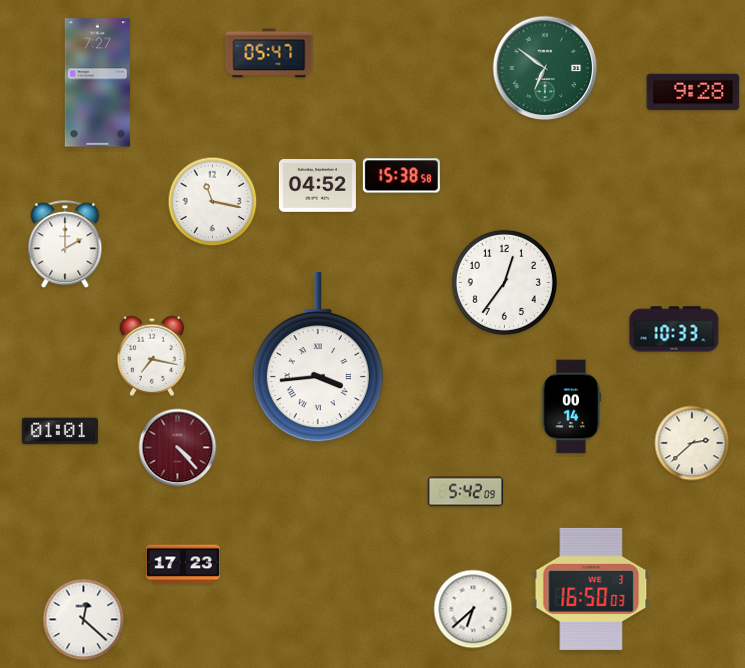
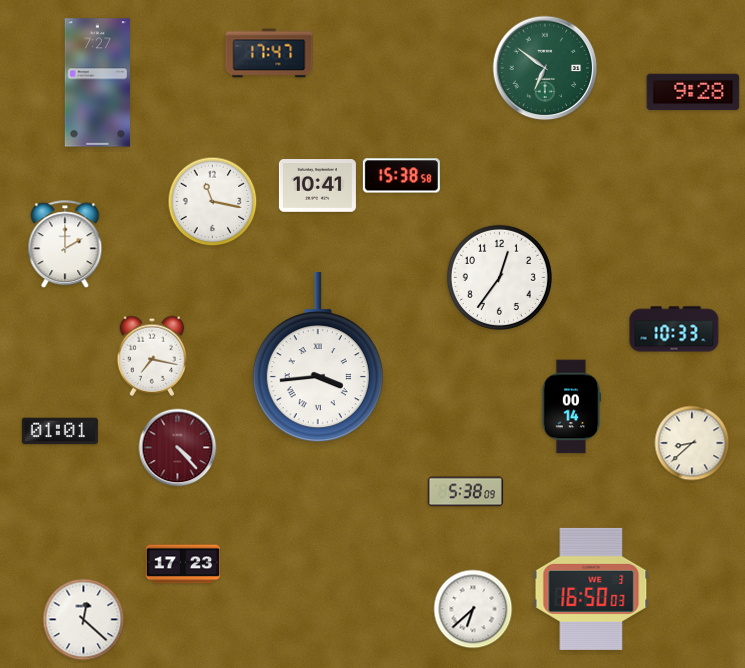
clock at (269, 53): 05:47 -> 17:47
clock at (317, 186): 04:52 -> 10:41
clock at (504, 282) position: (504, 282) -> (499, 277)
clock at (692, 443): 2:38 -> 8:38
clock at (465, 492): 5:42 -> 5:38
